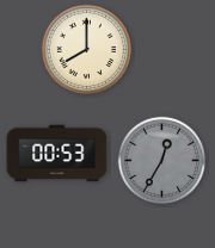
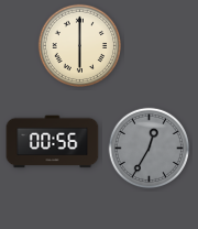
clock at (86, 49): 8:00 -> 6:00
clock at (57, 154): 00:53 -> 00:56
